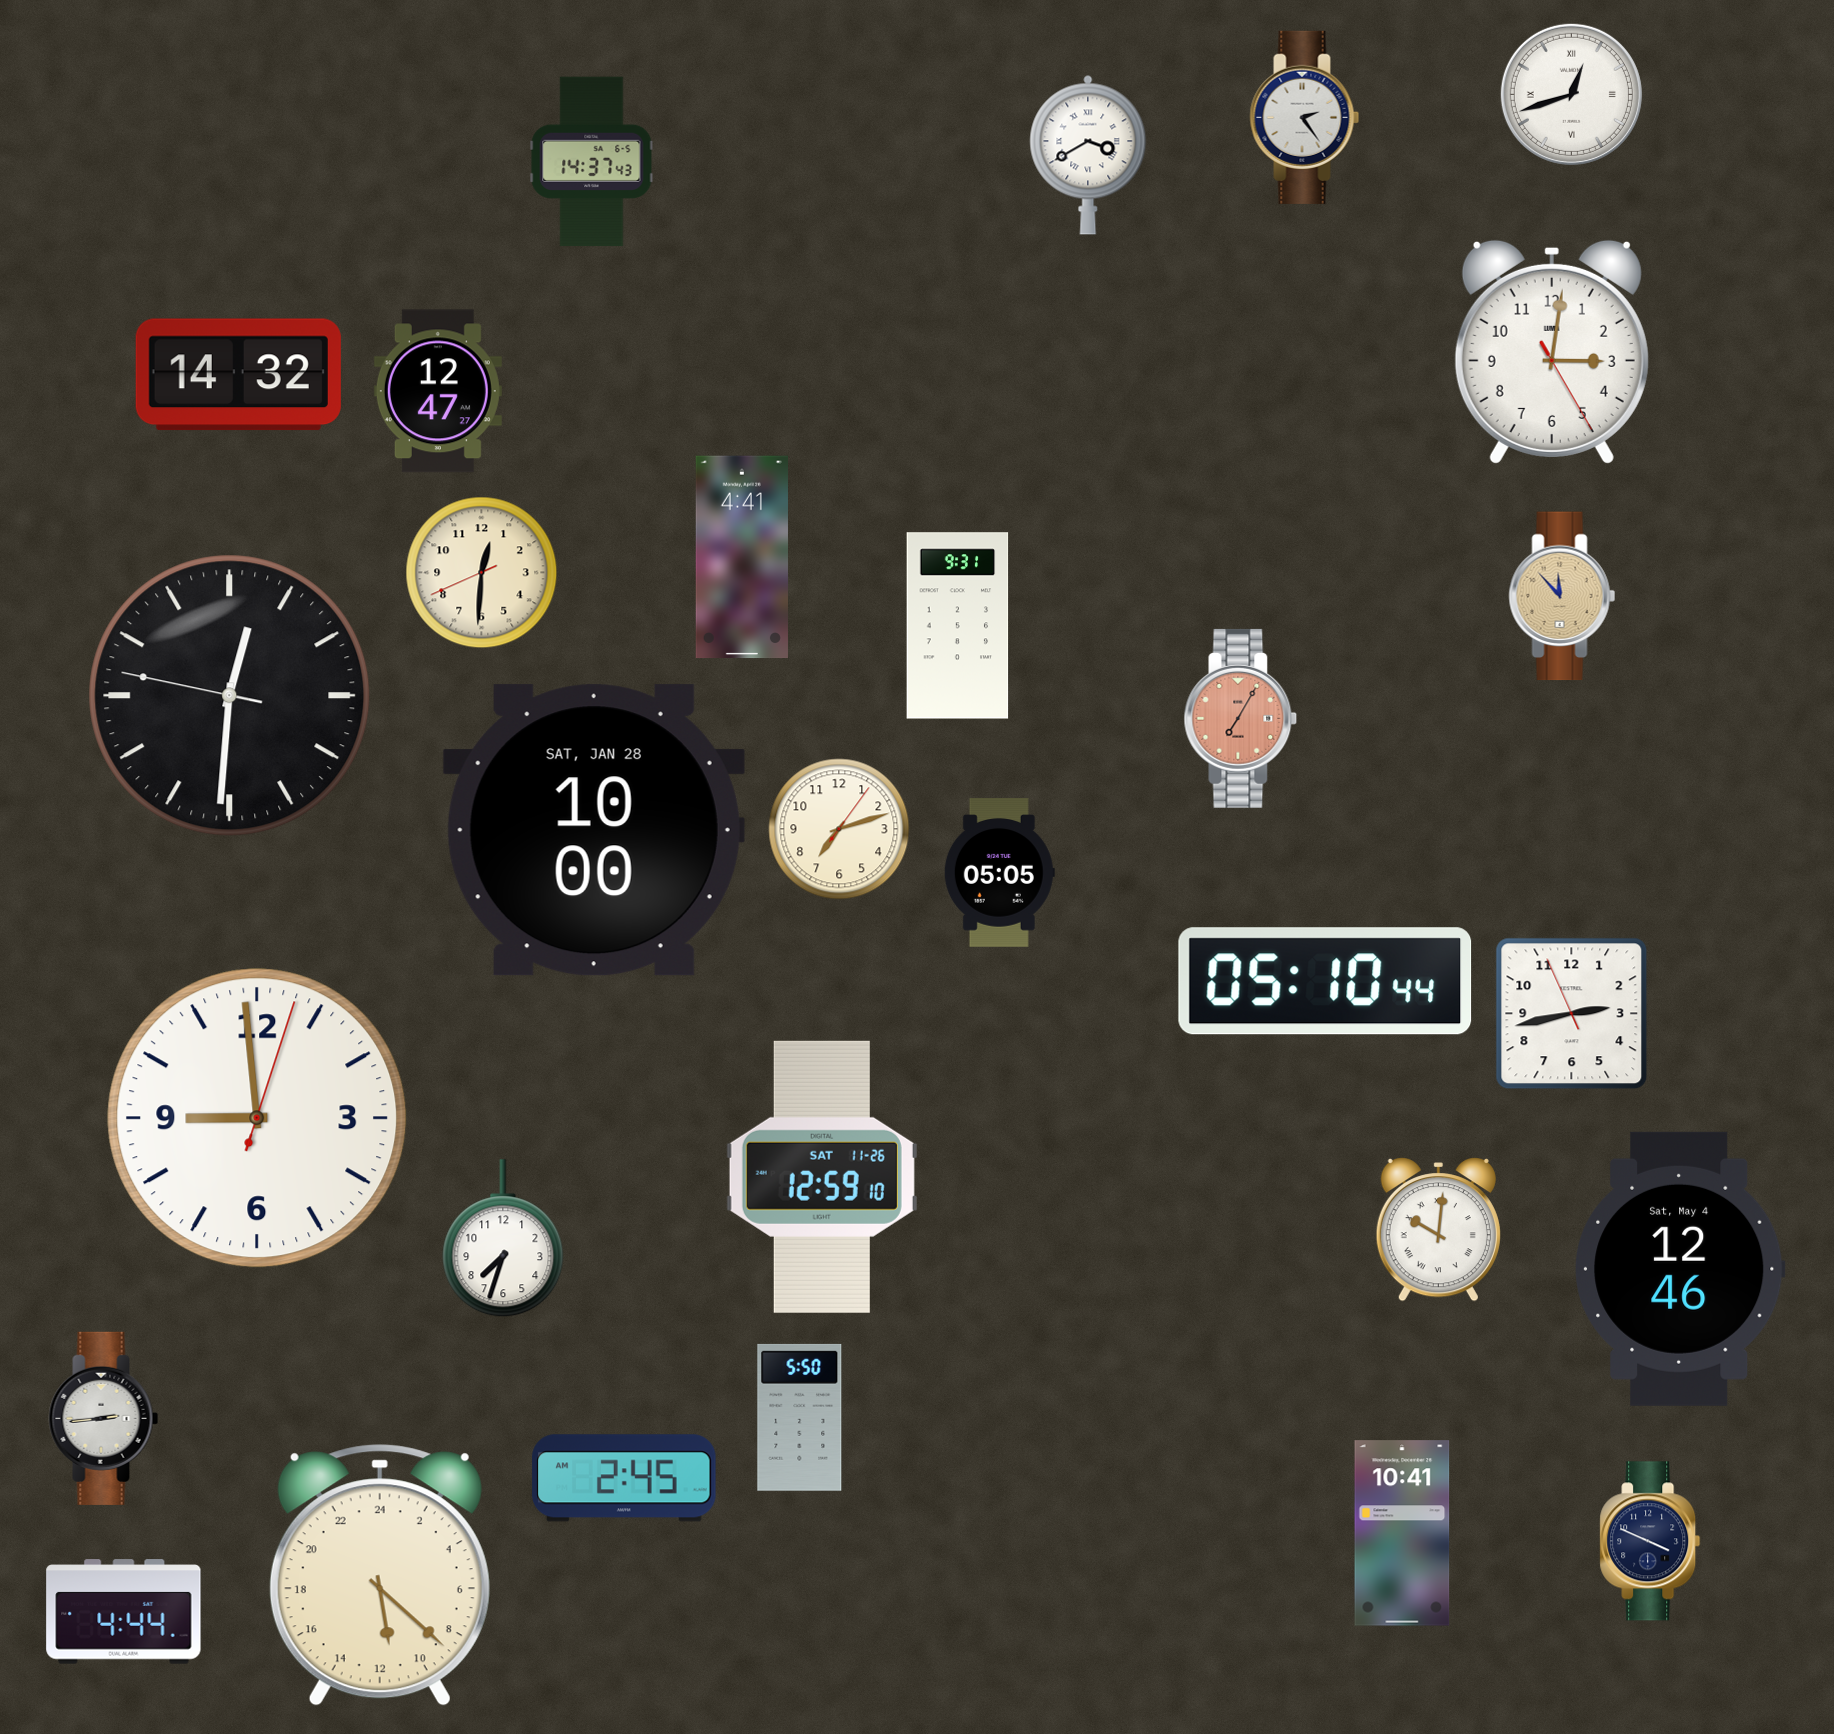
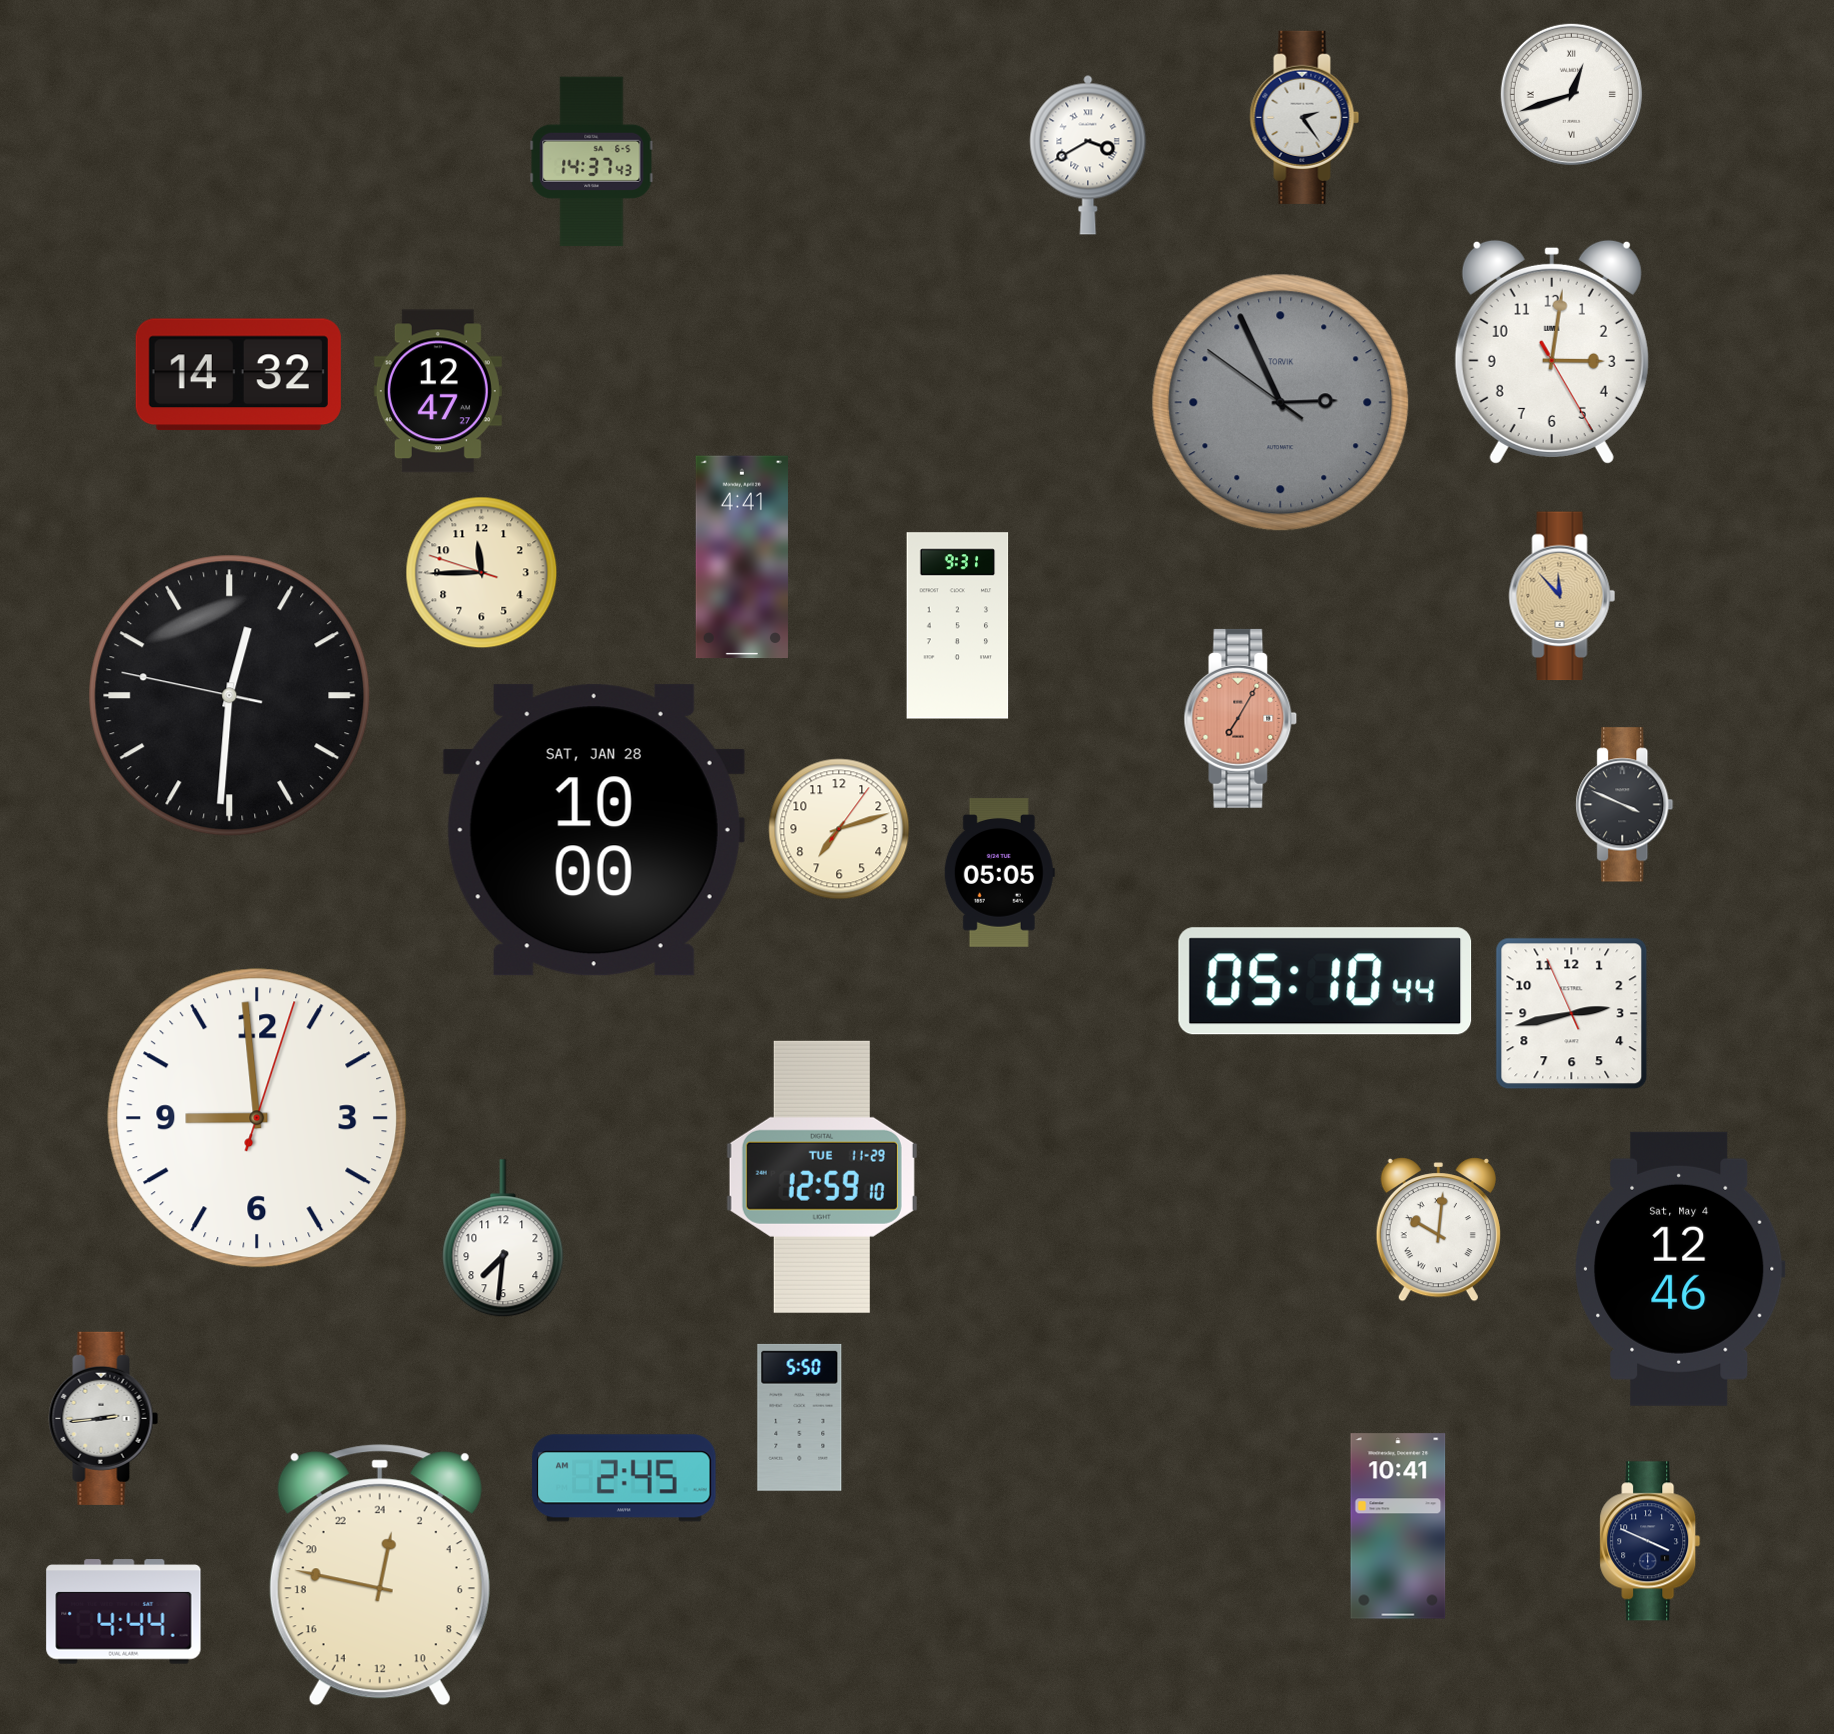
clock at (1281, 403): none -> 2:55
clock at (482, 573): 12:30 -> 11:44
clock at (1625, 805): none -> 3:49
clock at (822, 1177) date: SAT 11-26 -> TUE 11-29
clock at (503, 1239): 7:33 -> 7:31
clock at (1402, 1533) position: (1402, 1533) -> (1398, 1526)
clock at (380, 1575): 11:22 -> 0:47
